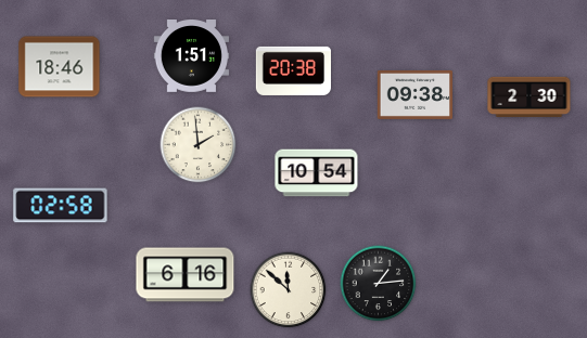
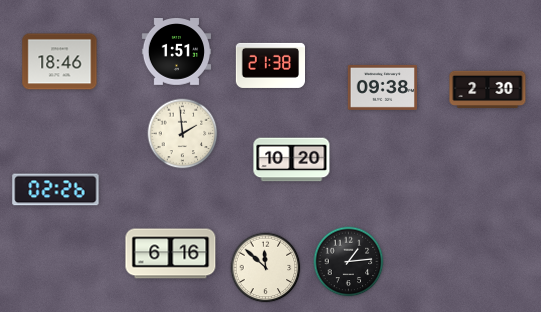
clock at (60, 67) position: (60, 67) -> (60, 62)
clock at (293, 70): 20:38 -> 21:38
clock at (317, 173): 10:54 -> 10:20
clock at (61, 206): 02:58 -> 02:26
